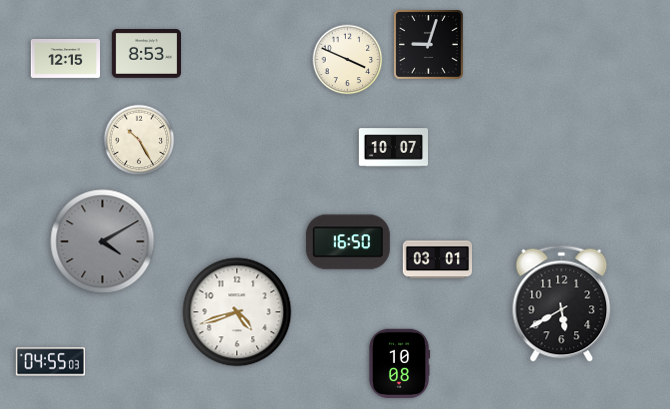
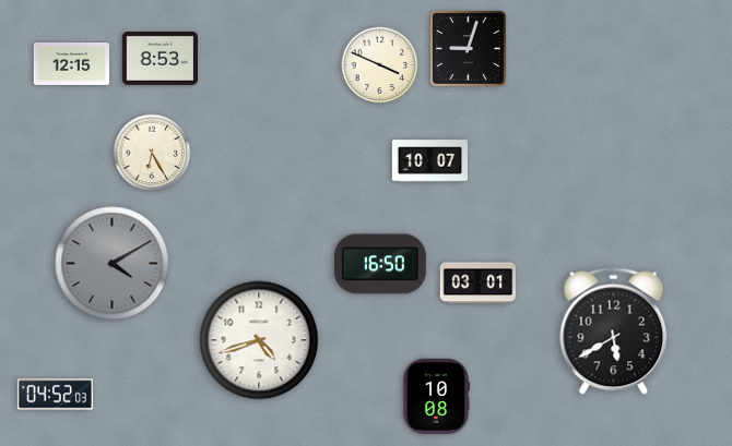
clock at (139, 140): 10:25 -> 6:25
clock at (50, 362): 04:55 -> 04:52
